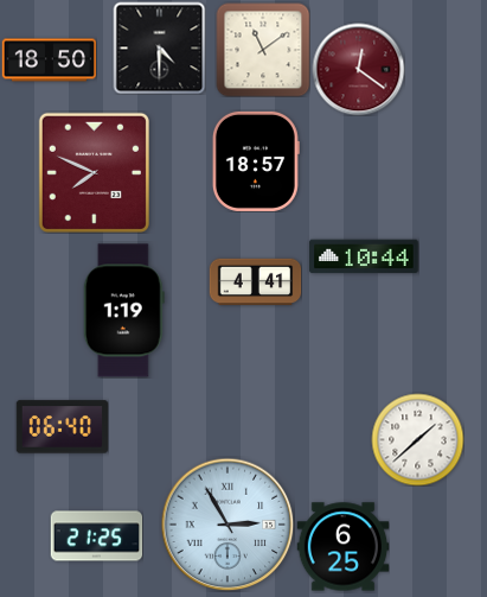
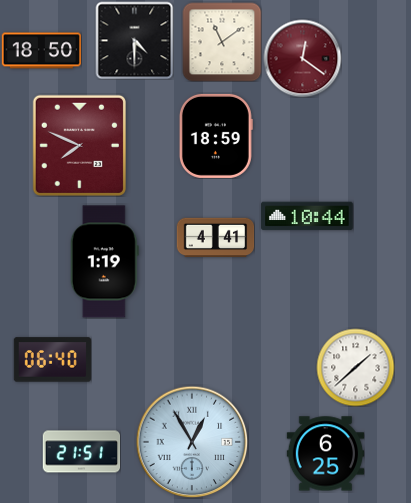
clock at (256, 161): 18:57 -> 18:59
clock at (417, 439) position: (417, 439) -> (355, 367)
clock at (228, 525): 2:55 -> 12:55
clock at (96, 536): 21:25 -> 21:51
clock at (342, 547) position: (342, 547) -> (325, 454)
